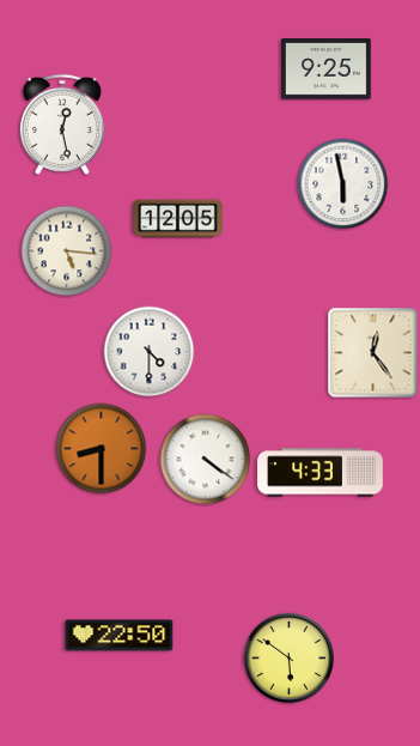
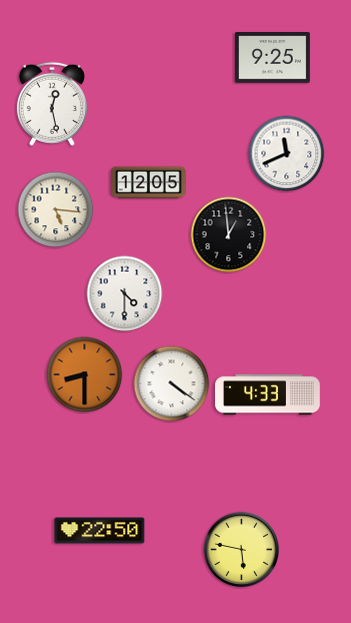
clock at (343, 184): 5:58 -> 11:41
clock at (229, 235): none -> 12:59
clock at (373, 353): 12:24 -> none
clock at (290, 659): 5:51 -> 5:47
